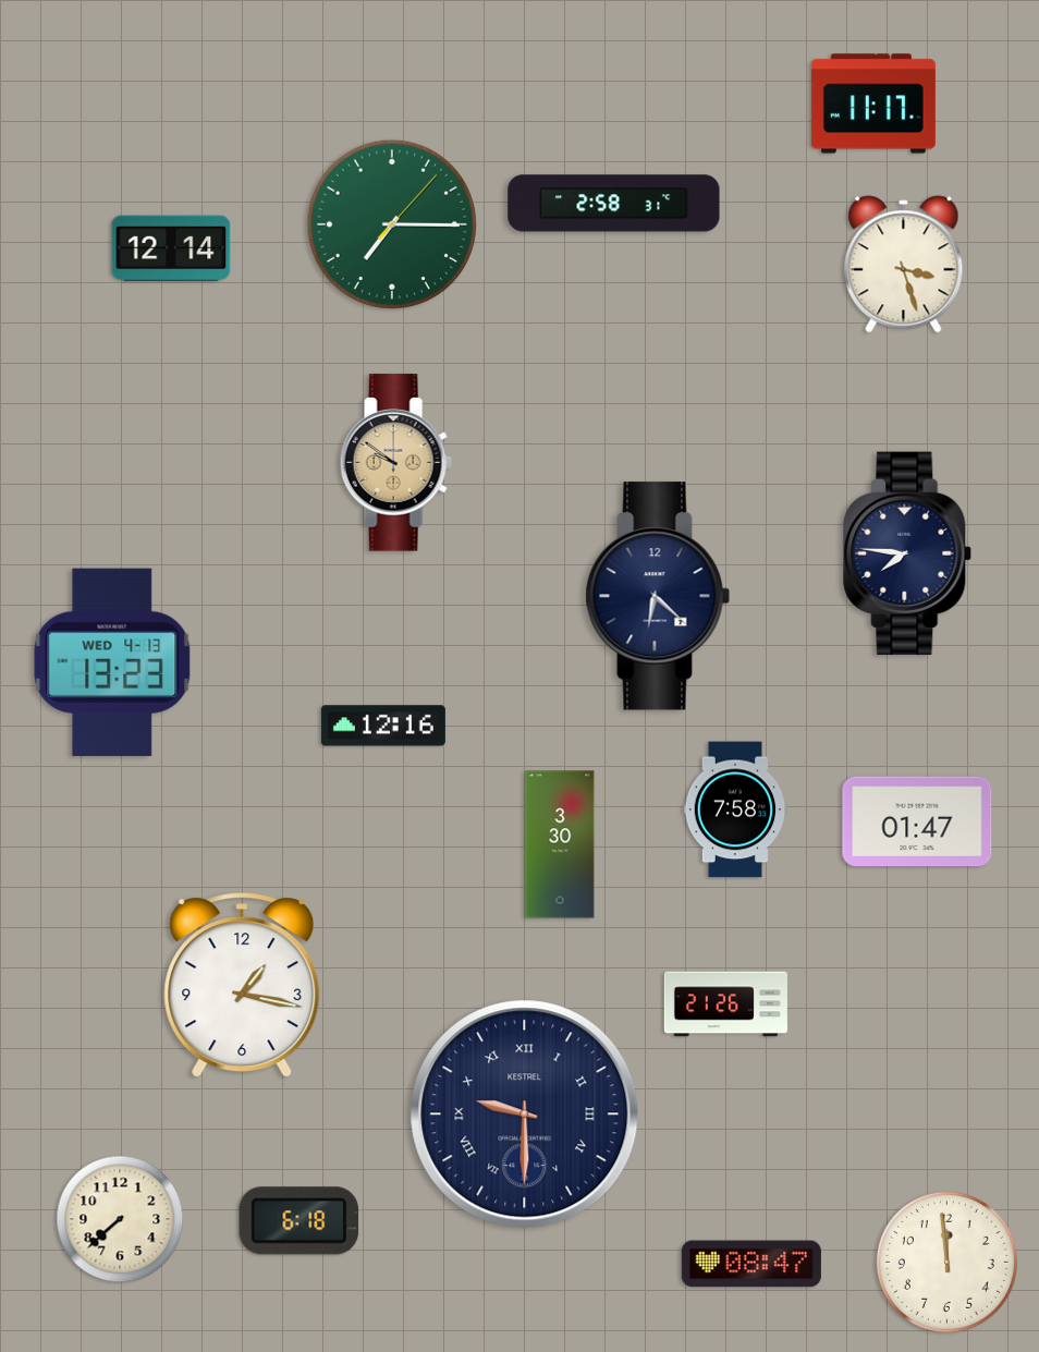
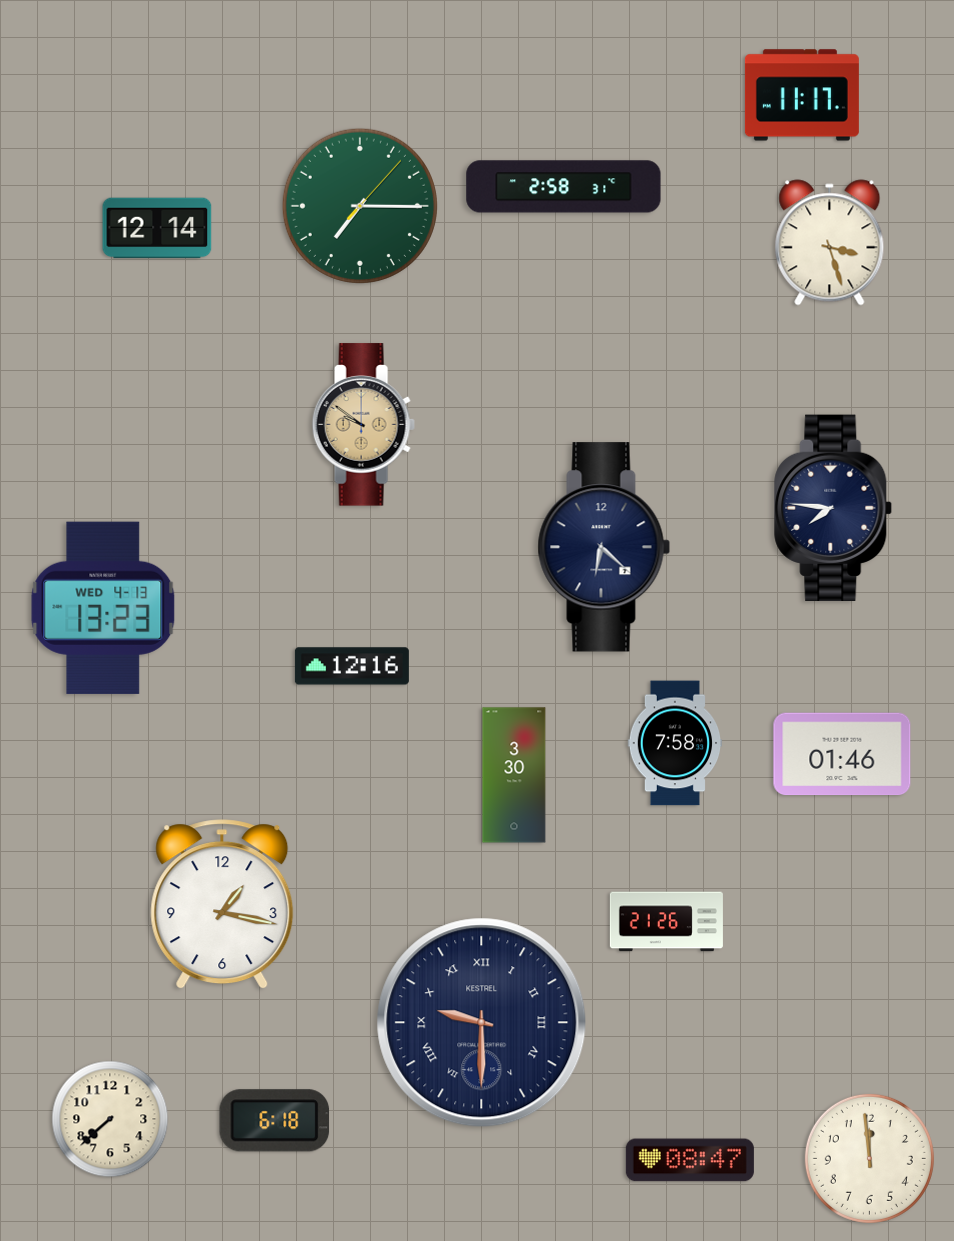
clock at (917, 821): 01:47 -> 01:46
